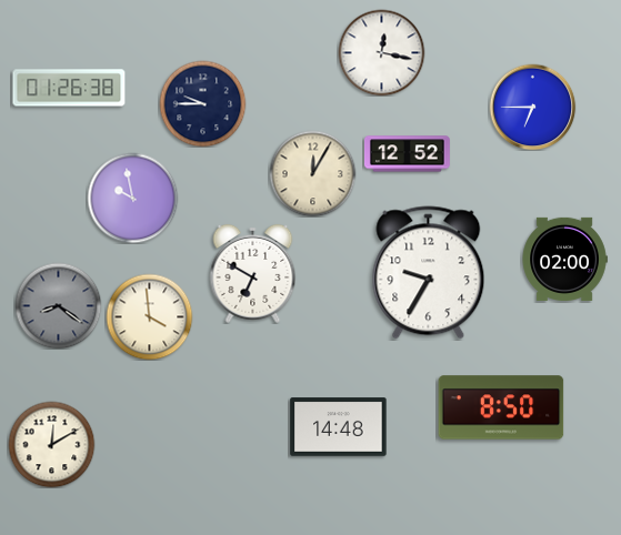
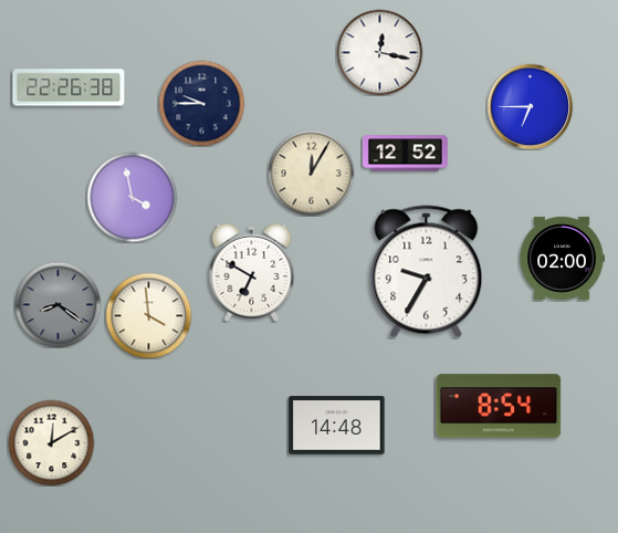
clock at (69, 88): 01:26 -> 22:26
clock at (132, 198): 9:58 -> 3:58
clock at (501, 407): 8:50 -> 8:54
